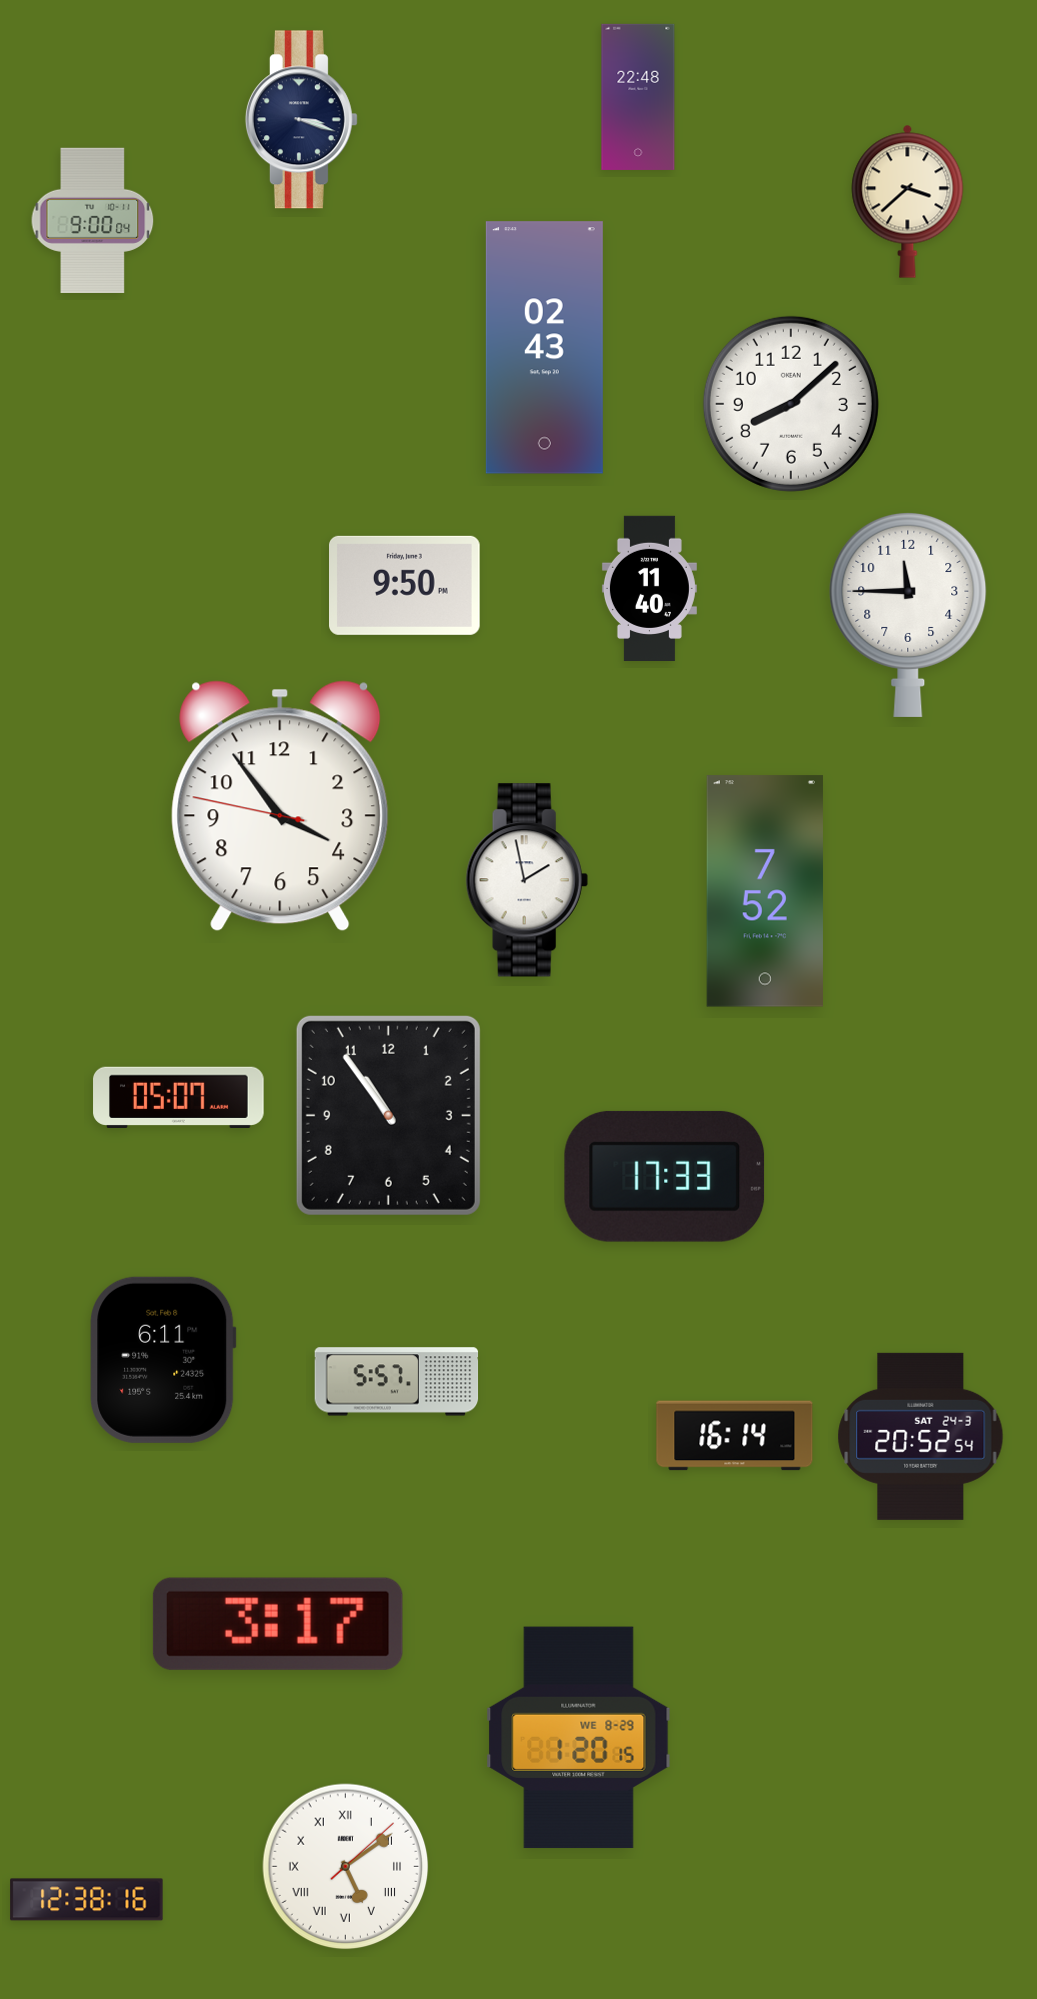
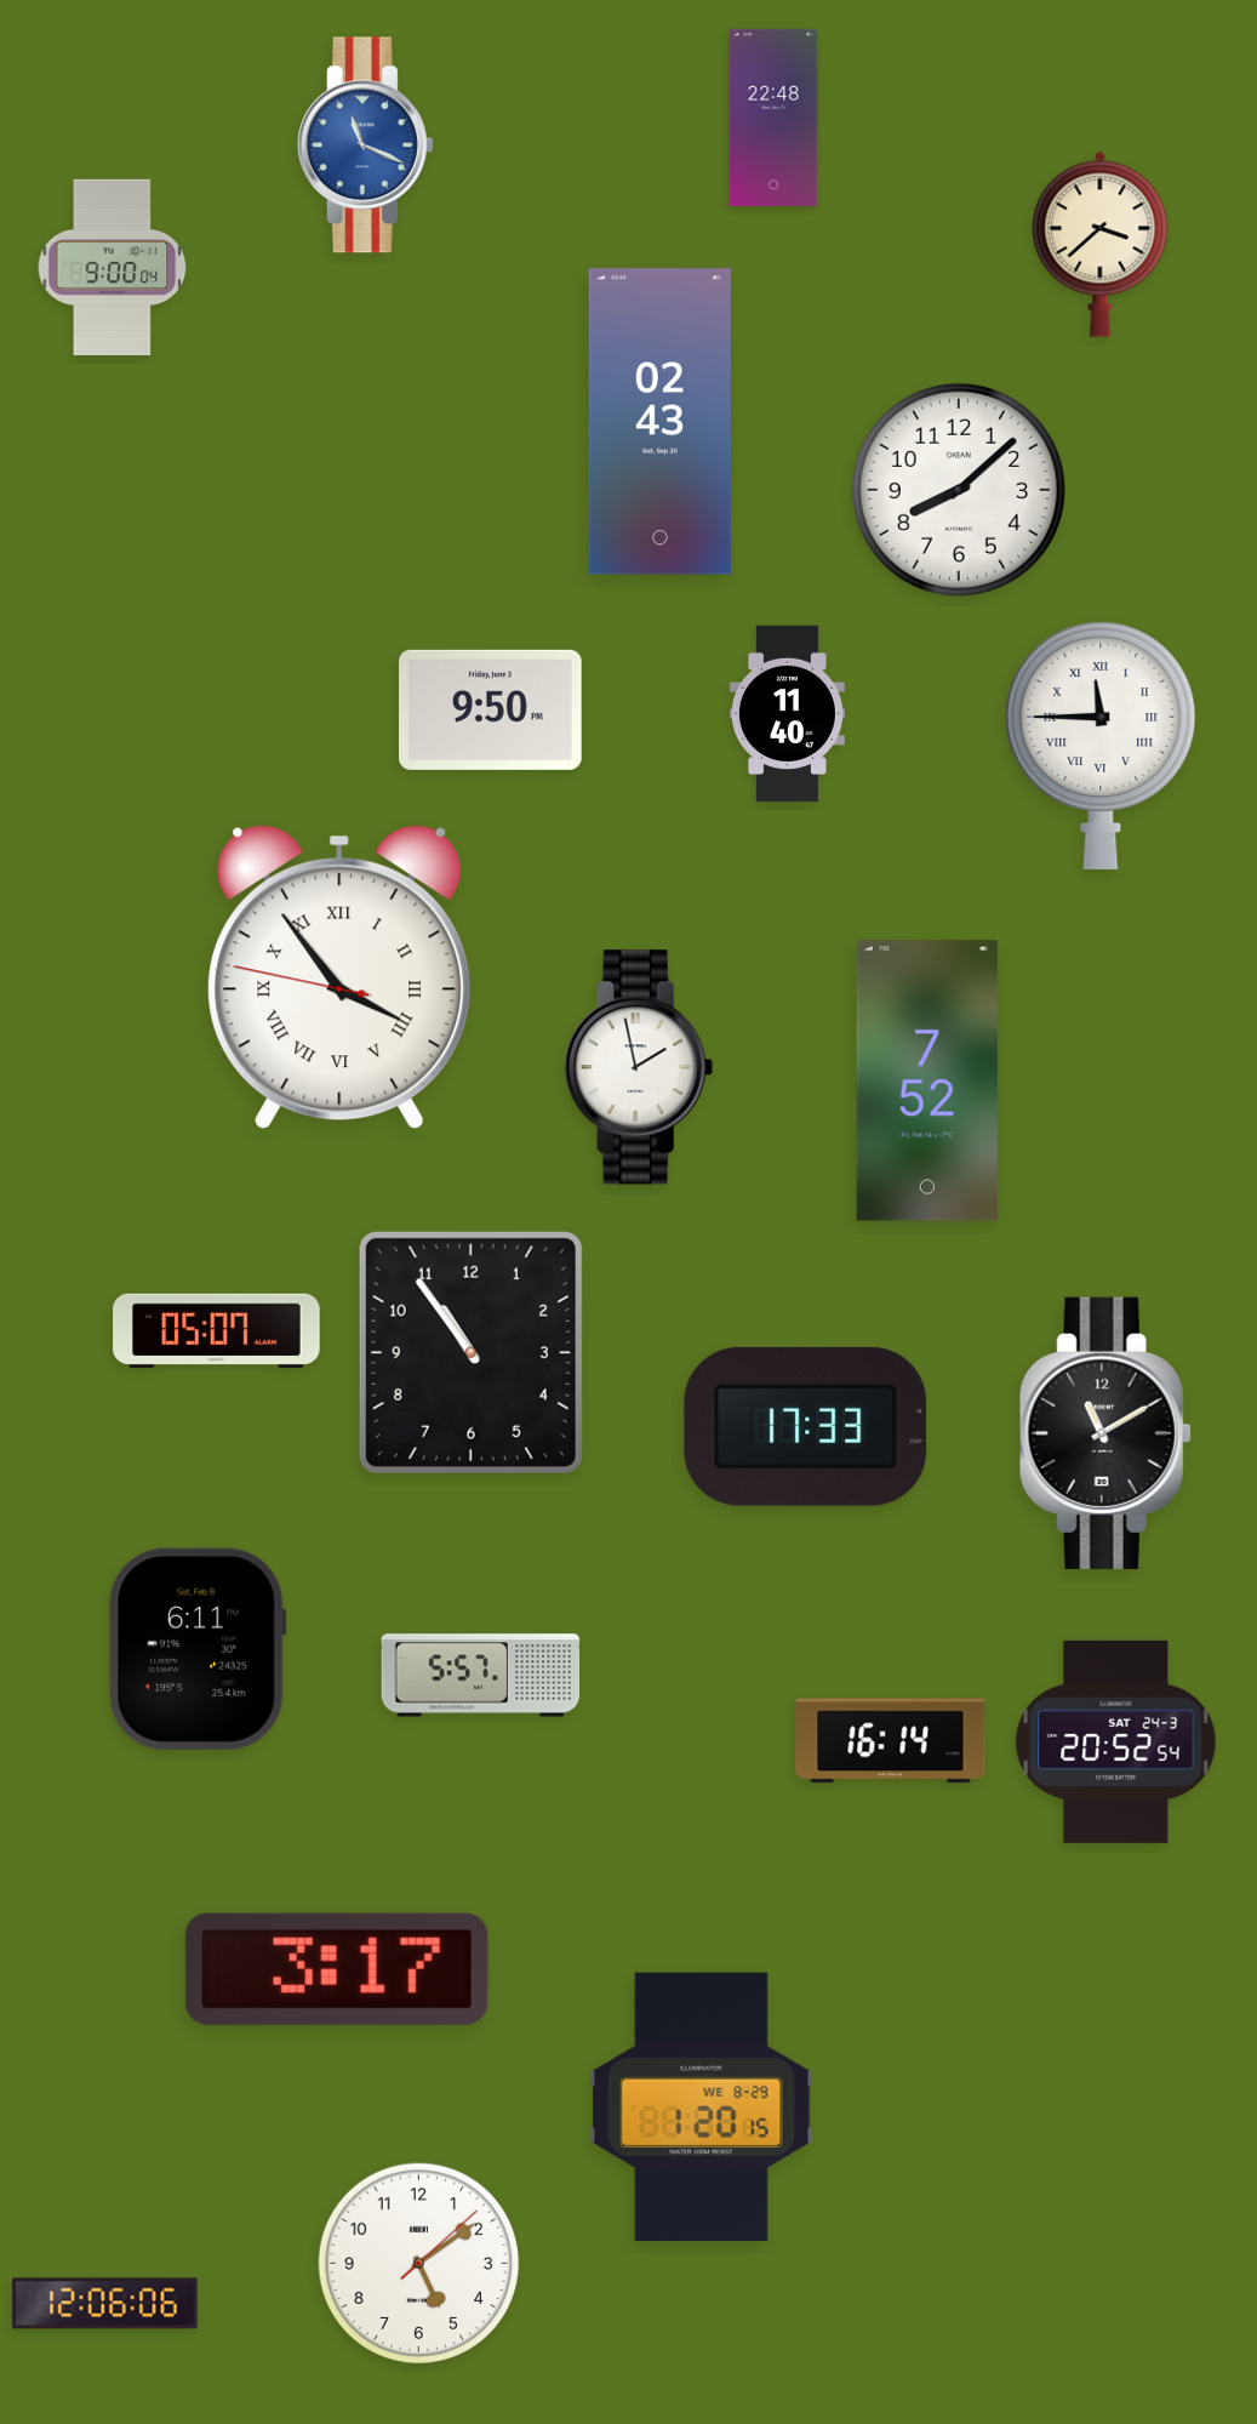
clock at (301, 120): 3:18 -> 11:19
clock at (301, 120) dial: navy -> blue
clock at (908, 614) numerals: Arabic -> Roman
clock at (280, 806) numerals: Arabic -> Roman
clock at (1105, 1433): none -> 11:10
clock at (346, 1867) numerals: Roman -> Arabic
clock at (87, 1900): 12:38 -> 12:06
